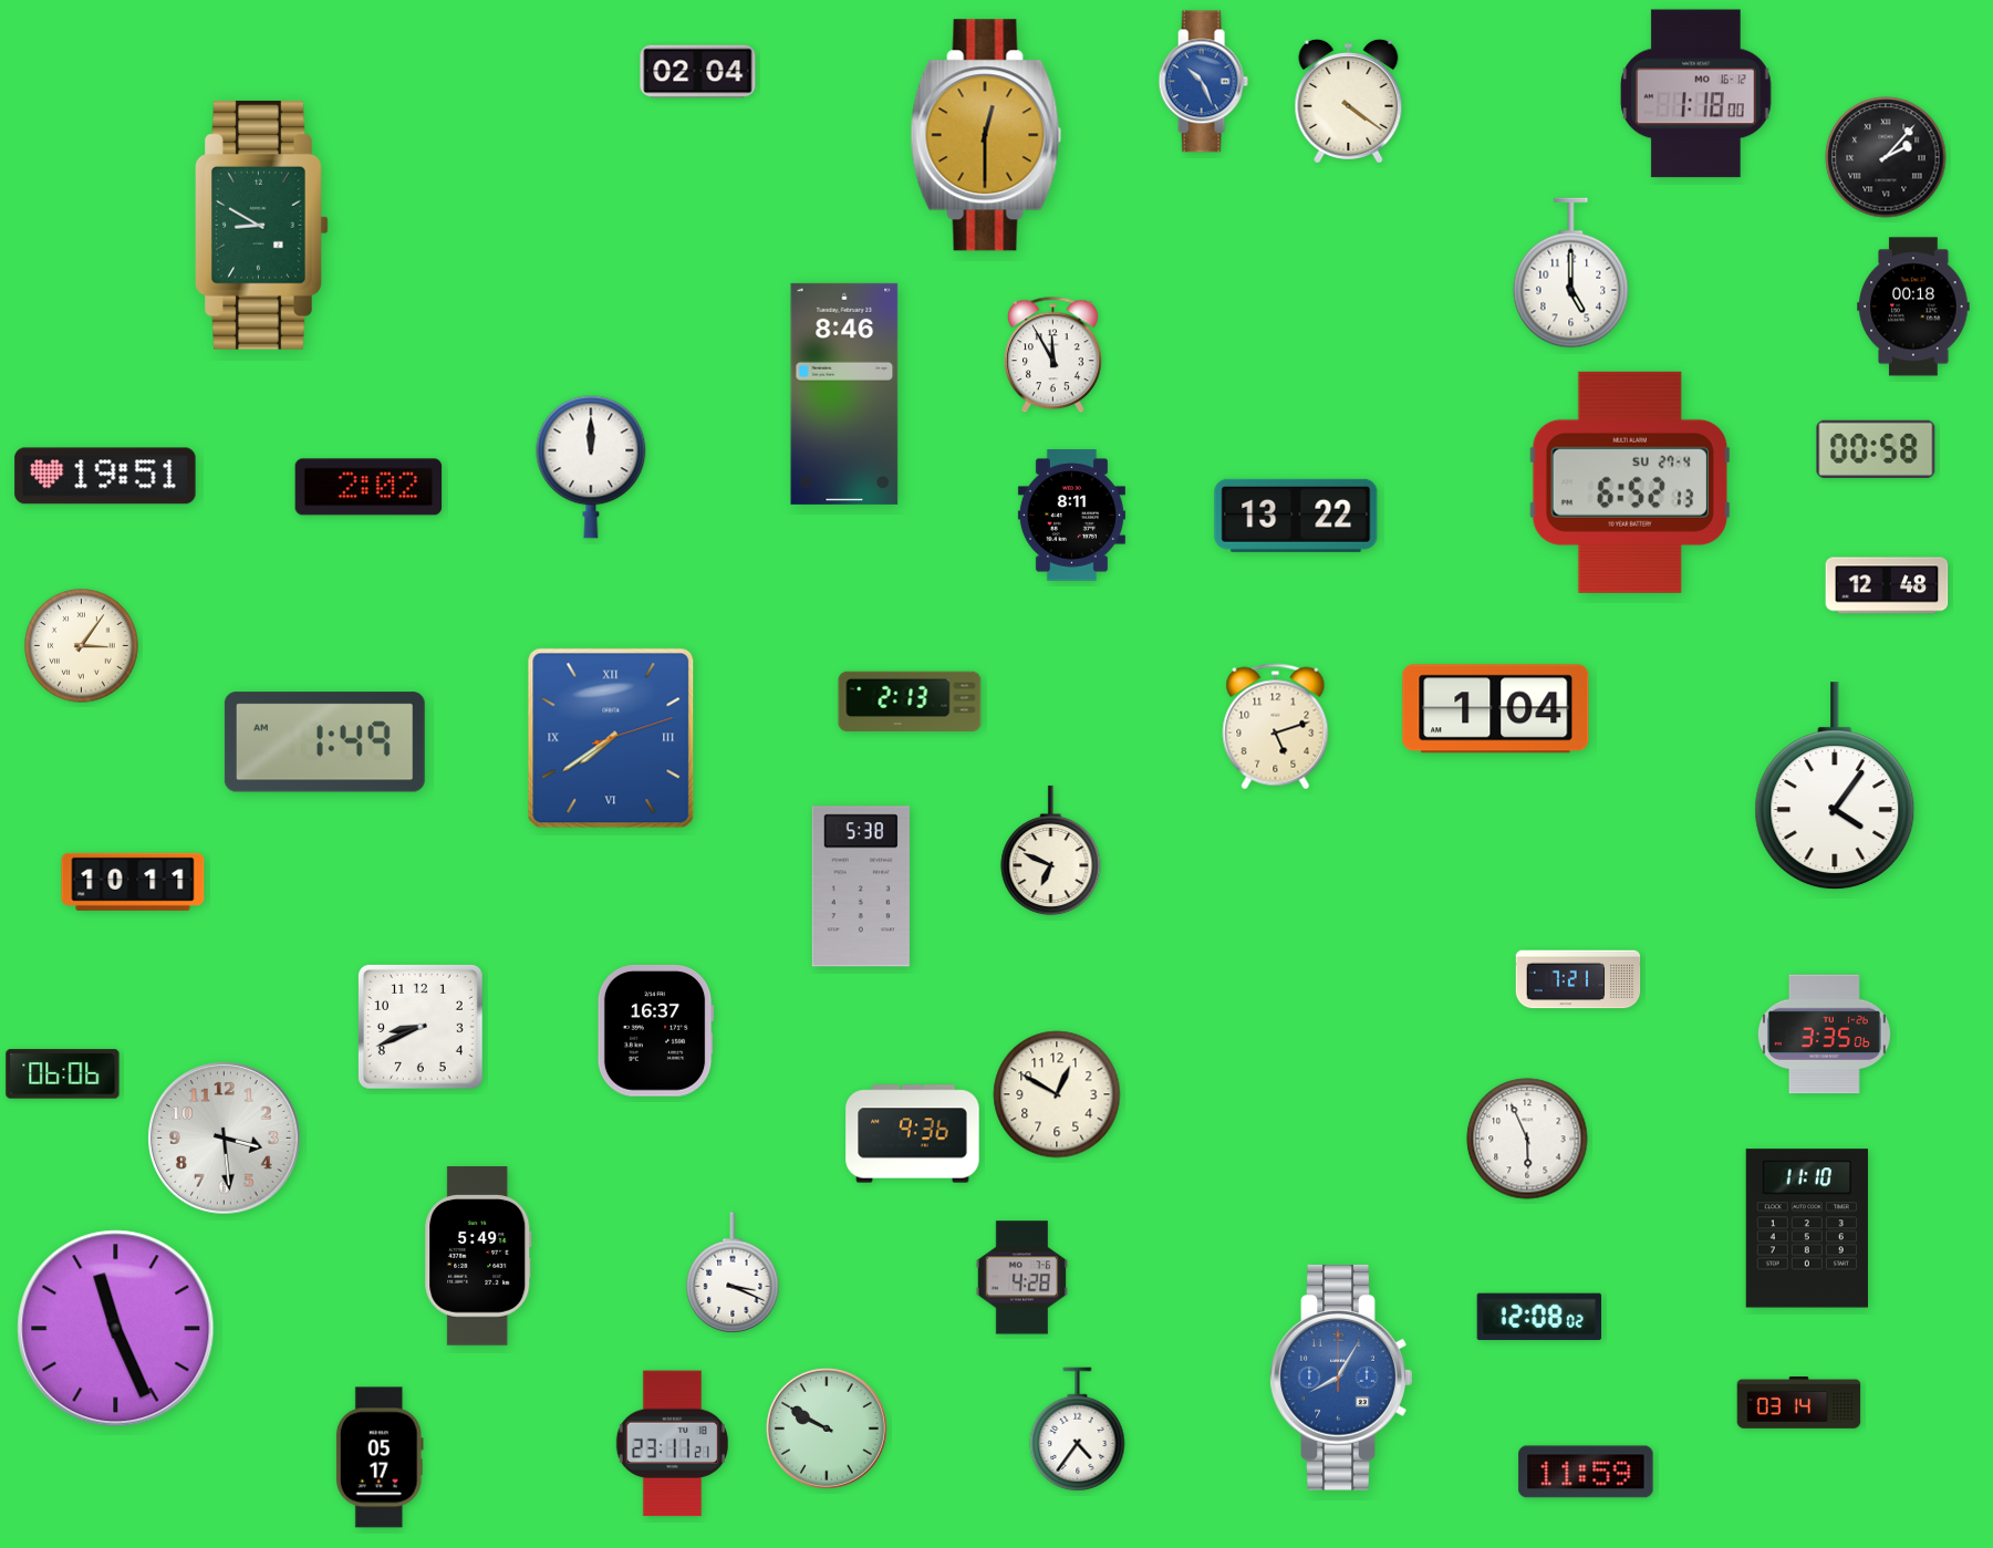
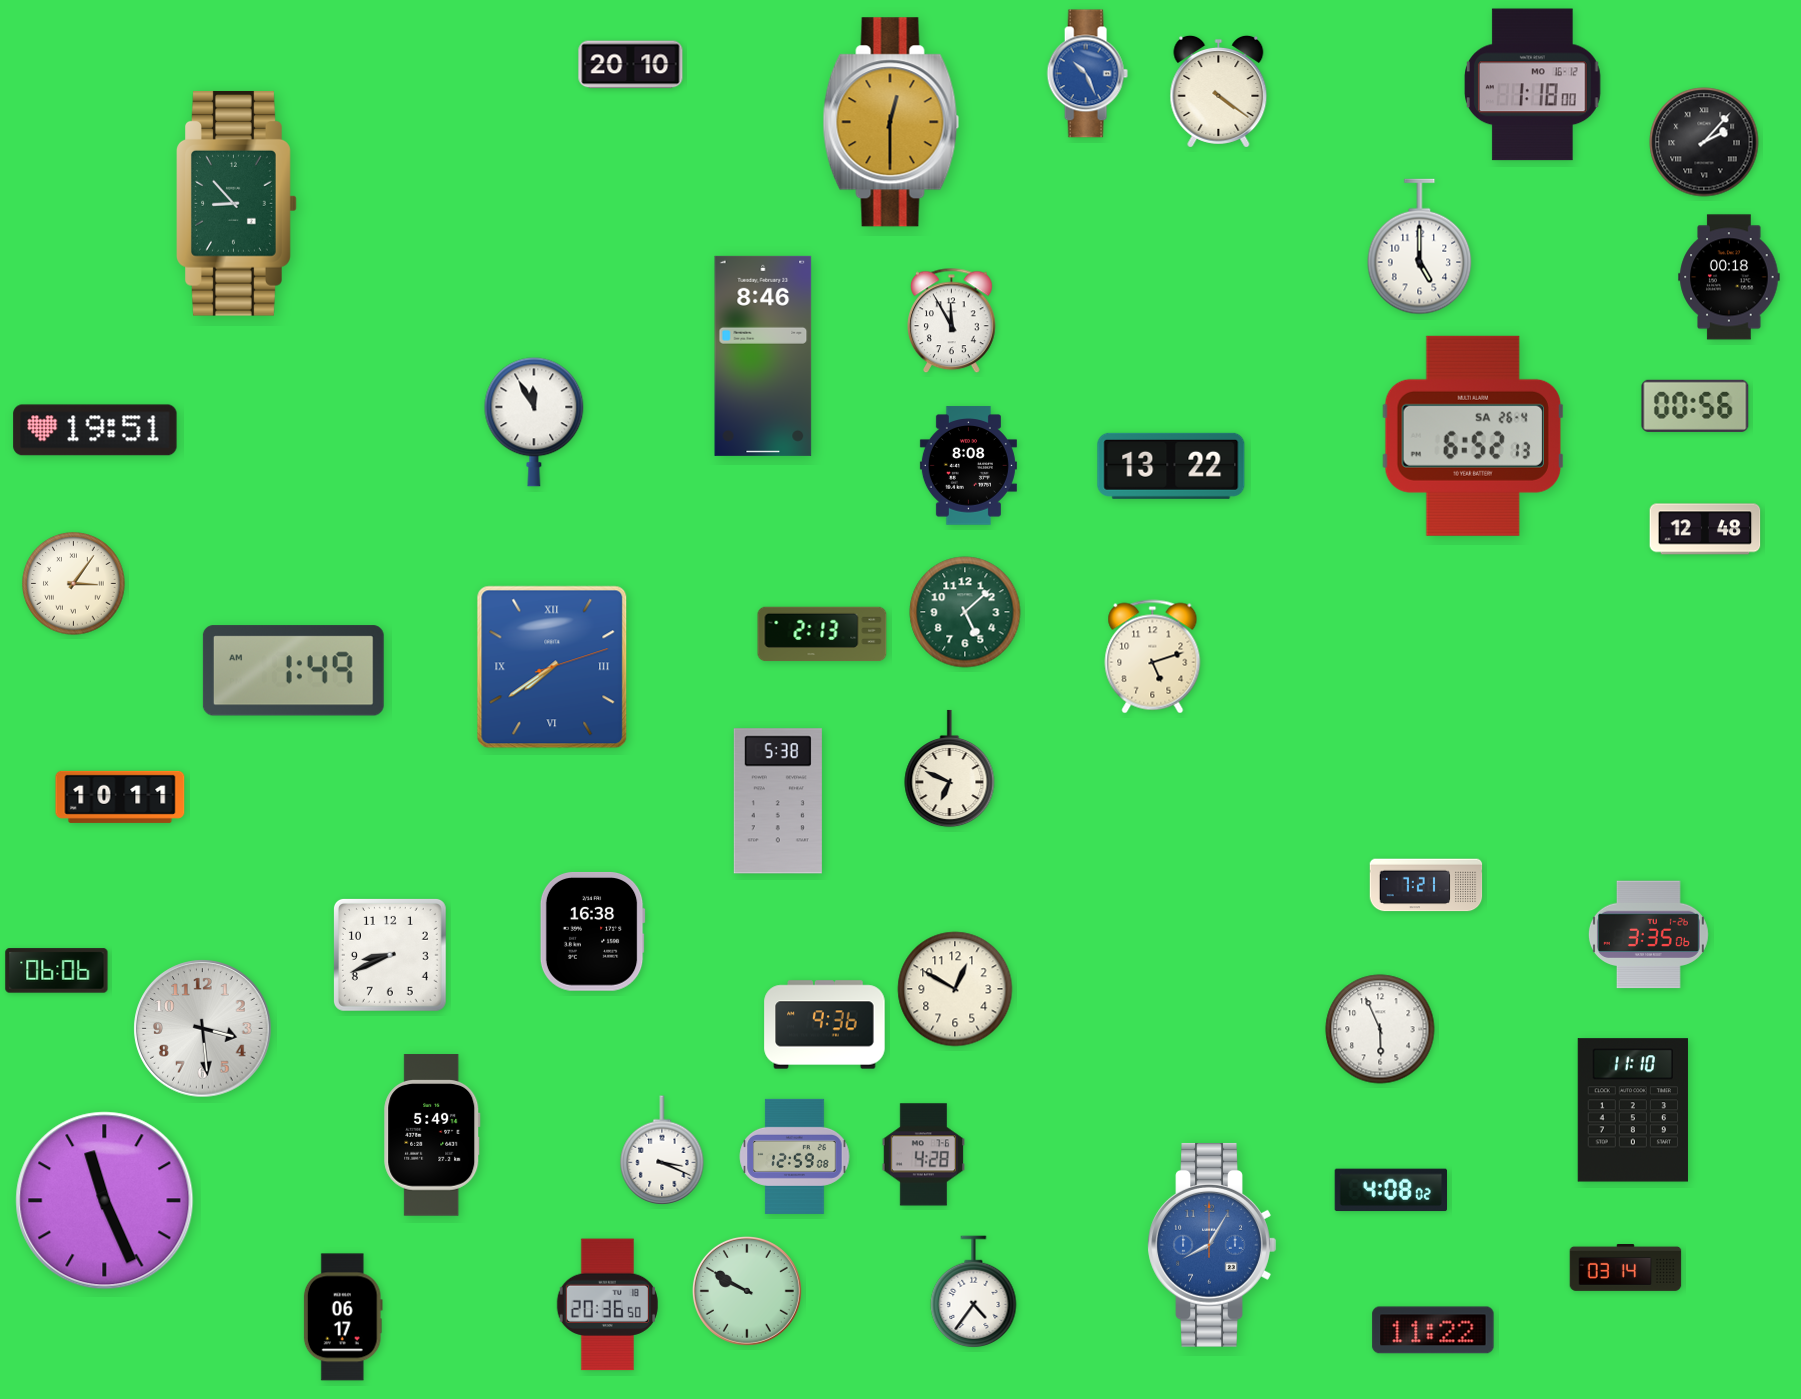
clock at (698, 72): 02:04 -> 20:10
clock at (262, 225): 8:50 -> 8:53
clock at (1876, 449): 00:58 -> 00:56
clock at (591, 467): 12:00 -> 11:55
clock at (1629, 482) date: SU 27-4 -> SA 26-4
clock at (369, 487): 2:02 -> none
clock at (1071, 516): 8:11 -> 8:08
clock at (965, 612): none -> 5:08
clock at (1496, 709): 1:04 -> none
clock at (1835, 787): 4:06 -> none
clock at (421, 1027) position: (421, 1027) -> (390, 955)
clock at (655, 1030): 16:37 -> 16:38
clock at (795, 1156): none -> 12:59
clock at (1538, 1317): 12:08 -> 4:08
clock at (672, 1444): 23:11 -> 20:36
clock at (380, 1457): 05:17 -> 06:17
clock at (1586, 1472): 11:59 -> 11:22
